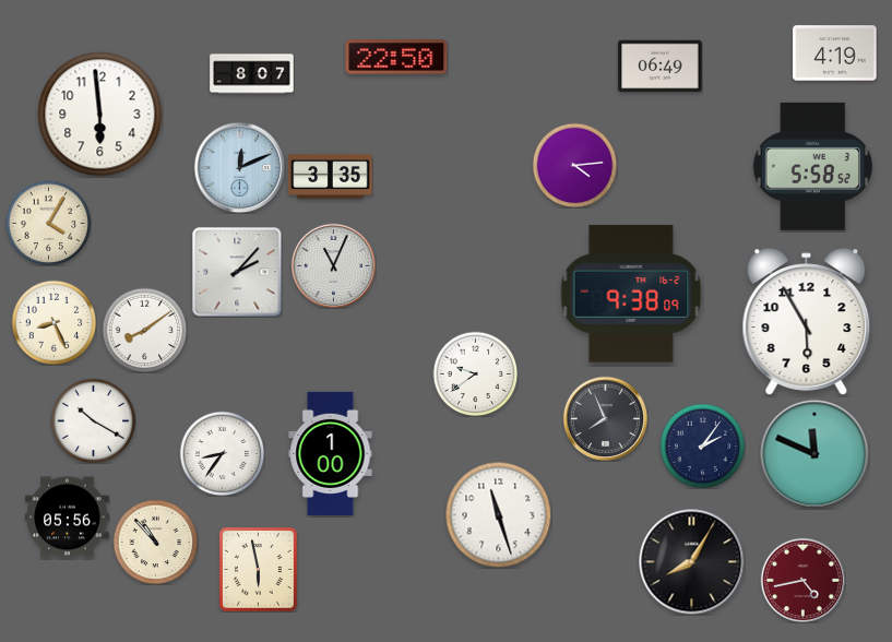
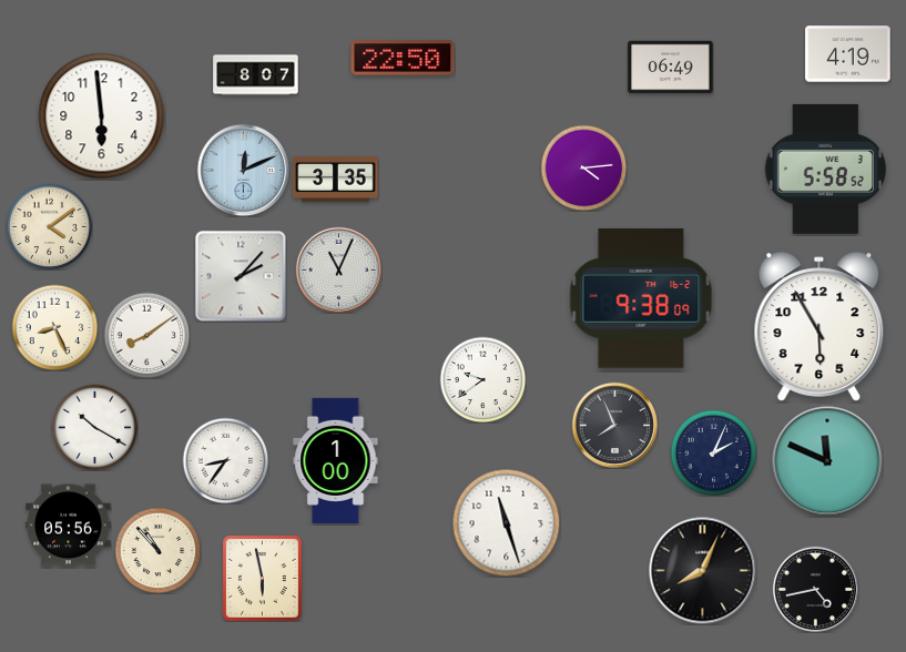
clock at (48, 223): 4:05 -> 4:09
clock at (702, 445): 2:06 -> 2:04
clock at (692, 562): 8:05 -> 8:04
clock at (802, 580) dial: burgundy -> black
